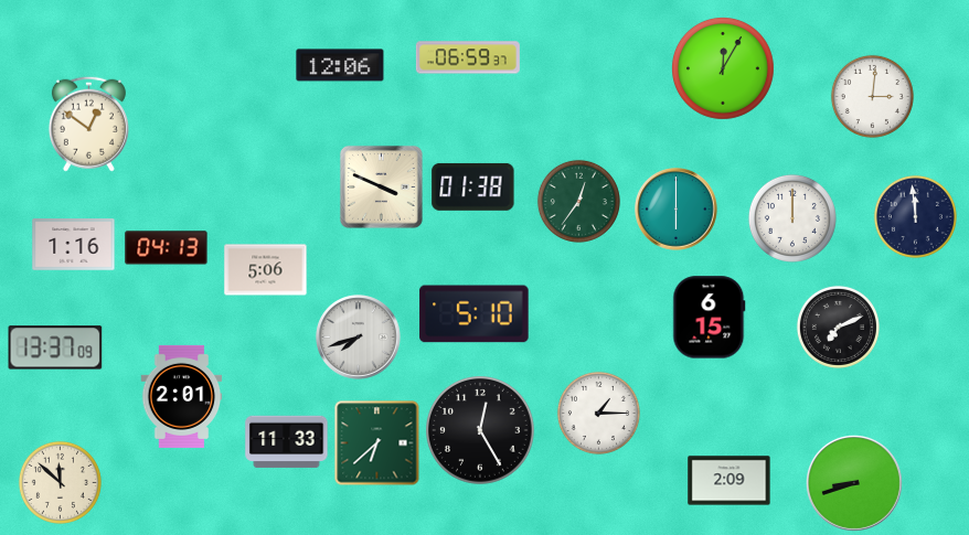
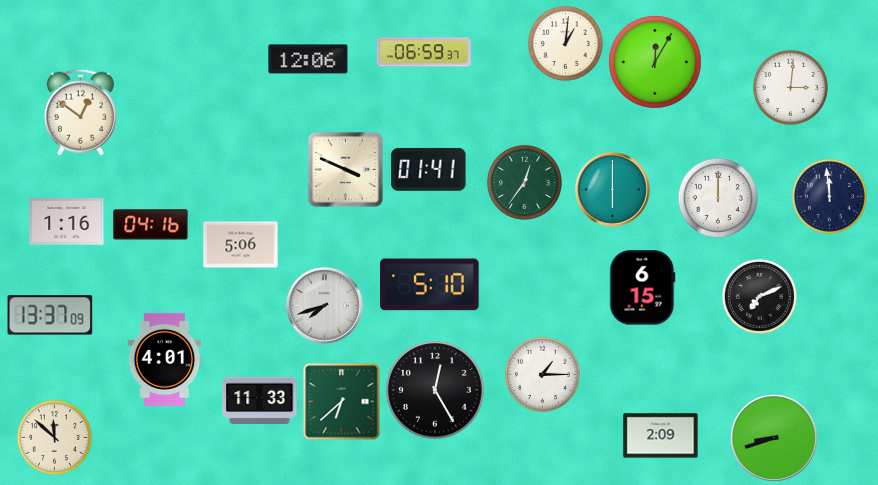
clock at (565, 43): none -> 1:01
clock at (473, 186): 01:38 -> 01:41
clock at (167, 248): 04:13 -> 04:16
clock at (182, 396): 2:01 -> 4:01
